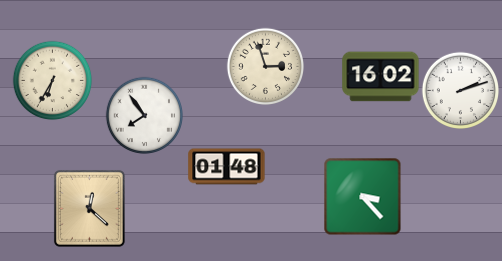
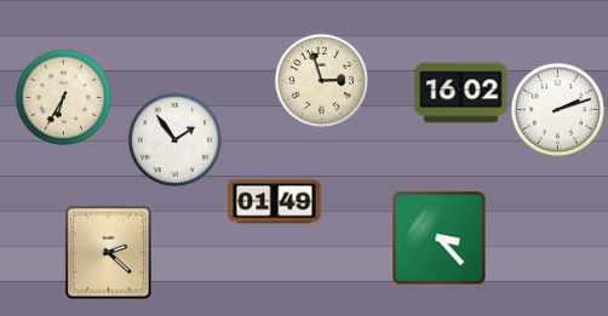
clock at (144, 115): 7:54 -> 1:54
clock at (227, 167): 01:48 -> 01:49
clock at (89, 208): 12:22 -> 2:22
